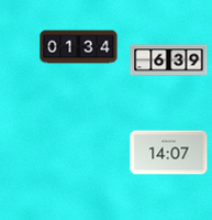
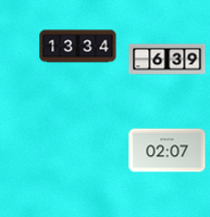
clock at (79, 47): 01:34 -> 13:34
clock at (169, 153): 14:07 -> 02:07
